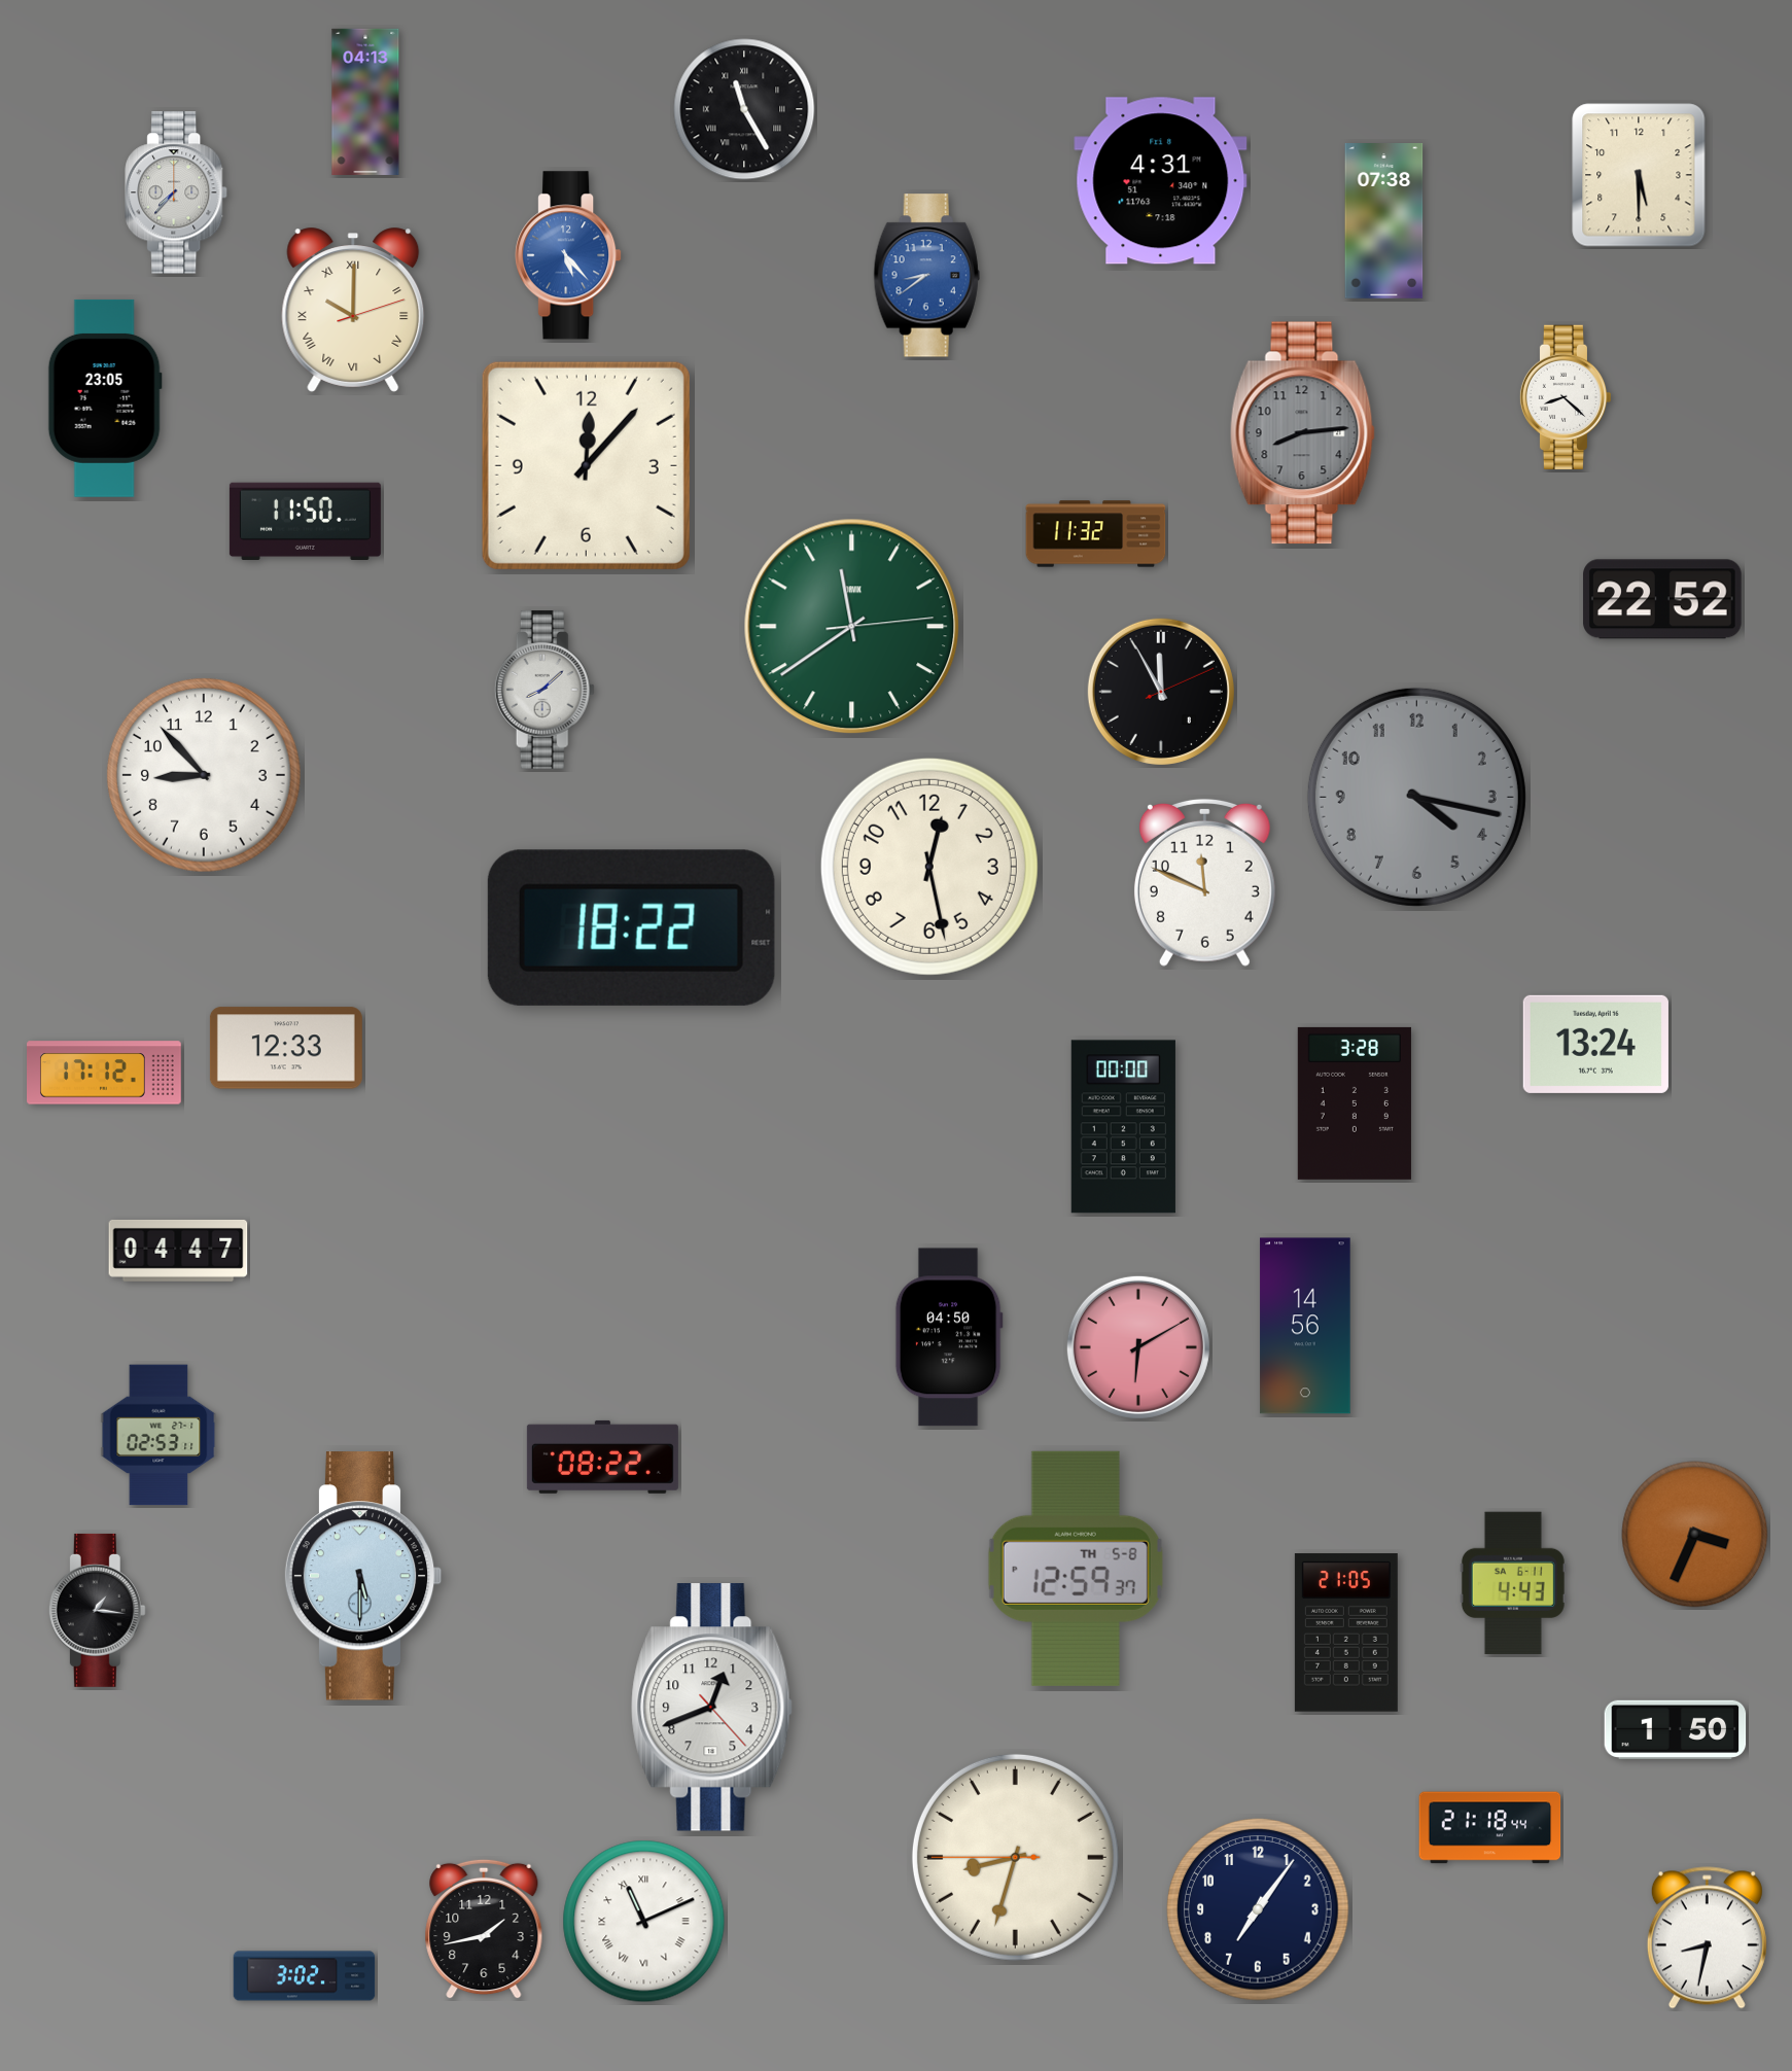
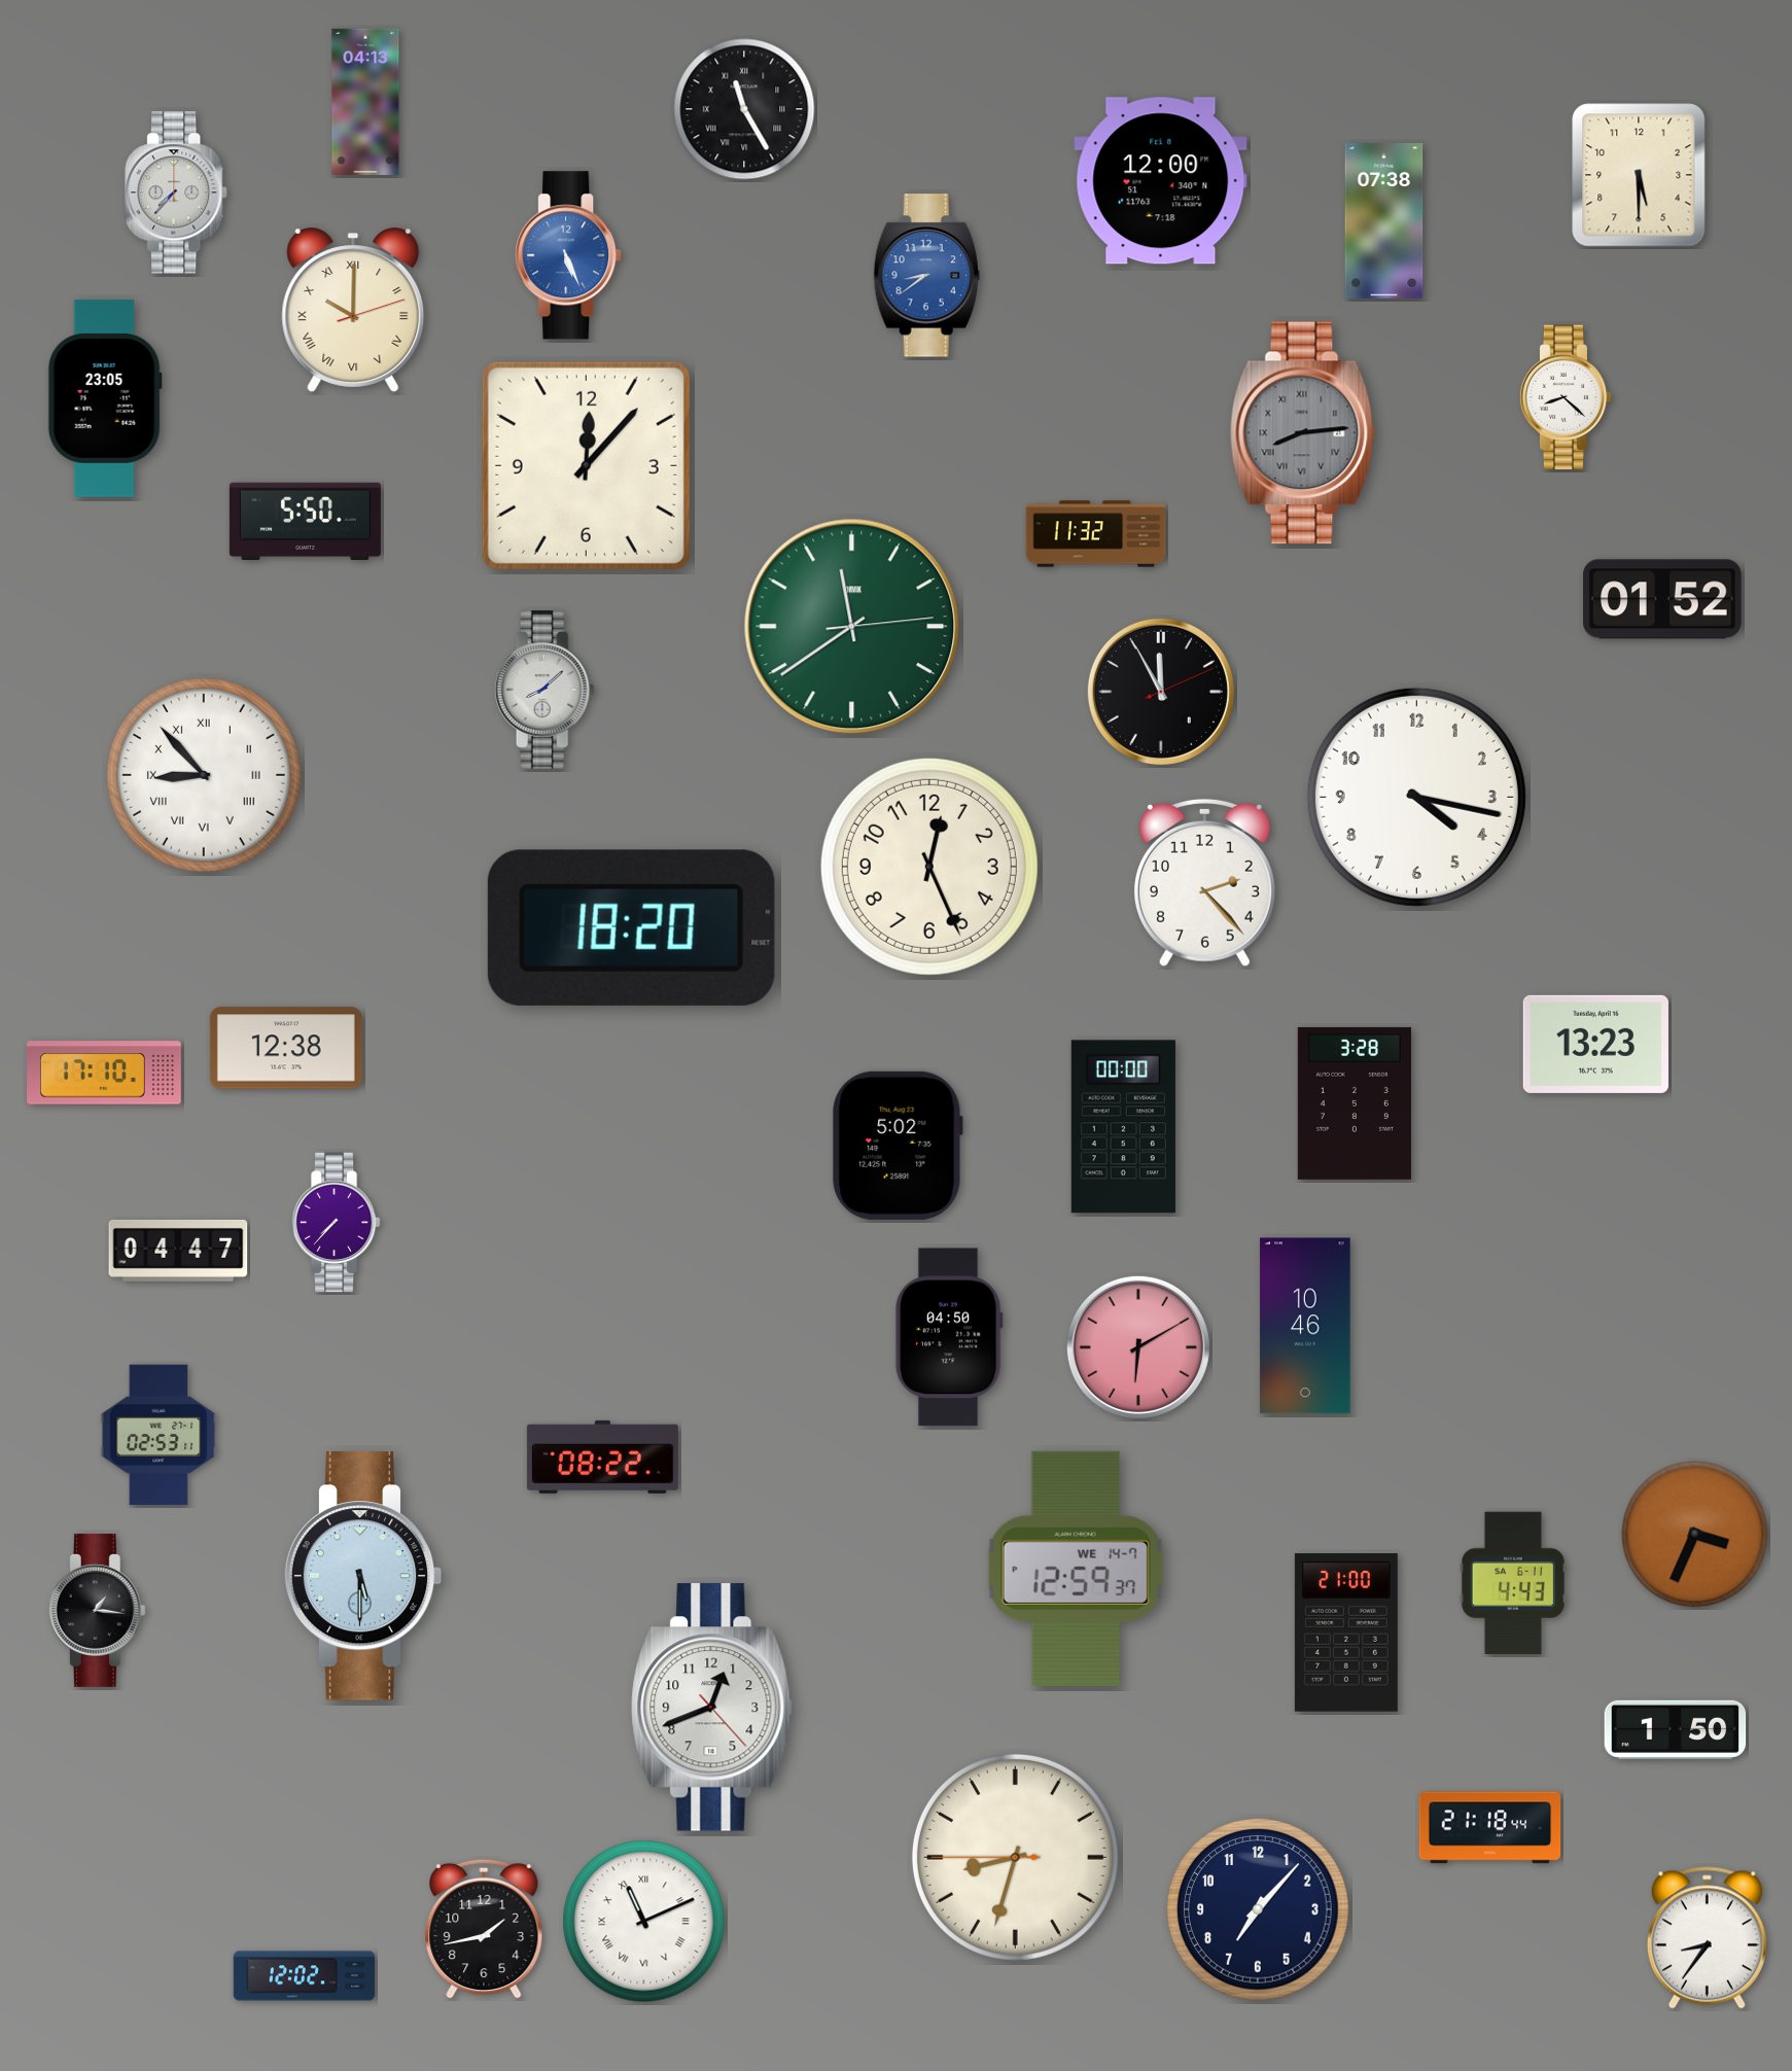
clock at (1161, 181): 4:31 -> 12:00
clock at (568, 255): 5:23 -> 5:26
clock at (1302, 433) numerals: Arabic -> Roman
clock at (305, 521): 11:50 -> 5:50
clock at (1662, 599): 22:52 -> 01:52
clock at (204, 775) numerals: Arabic -> Roman
clock at (1416, 797) dial: grey -> white
clock at (929, 867): 12:28 -> 12:26
clock at (1204, 882): 11:49 -> 2:23
clock at (631, 927): 18:22 -> 18:20
clock at (1595, 1044): 13:24 -> 13:23
clock at (286, 1048): 12:33 -> 12:38
clock at (105, 1073): 17:12 -> 17:10
clock at (898, 1146): none -> 5:02
clock at (336, 1223): none -> 7:37
clock at (1305, 1326): 14:56 -> 10:46
clock at (1076, 1569) date: TH 5-8 -> WE 14-7
clock at (1346, 1633): 21:05 -> 21:00
clock at (1258, 1909): 7:06 -> 7:07
clock at (1707, 1938): 8:32 -> 8:36
clock at (305, 1976): 3:02 -> 12:02
